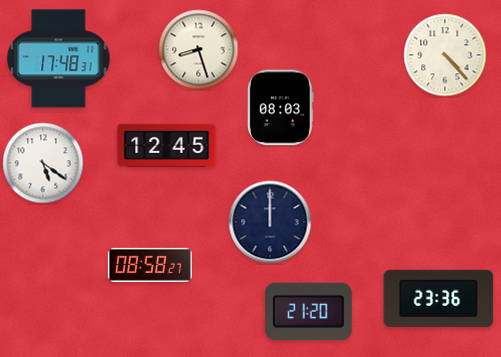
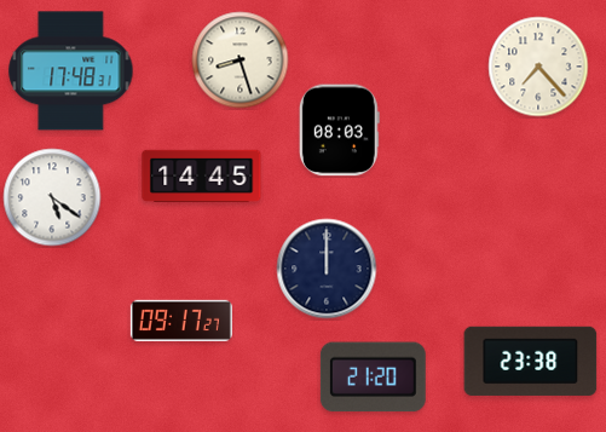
clock at (445, 55): 4:23 -> 7:23
clock at (167, 145): 12:45 -> 14:45
clock at (150, 265): 08:58 -> 09:17
clock at (439, 298): 23:36 -> 23:38
